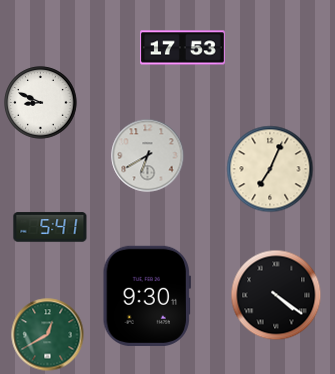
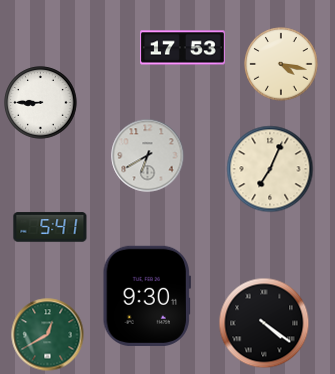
clock at (281, 64): none -> 4:17
clock at (41, 103): 8:49 -> 8:45
clock at (276, 295) position: (276, 295) -> (264, 323)
